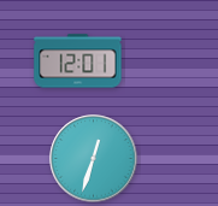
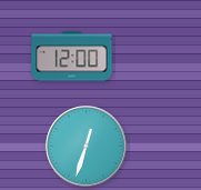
clock at (78, 61): 12:01 -> 12:00
